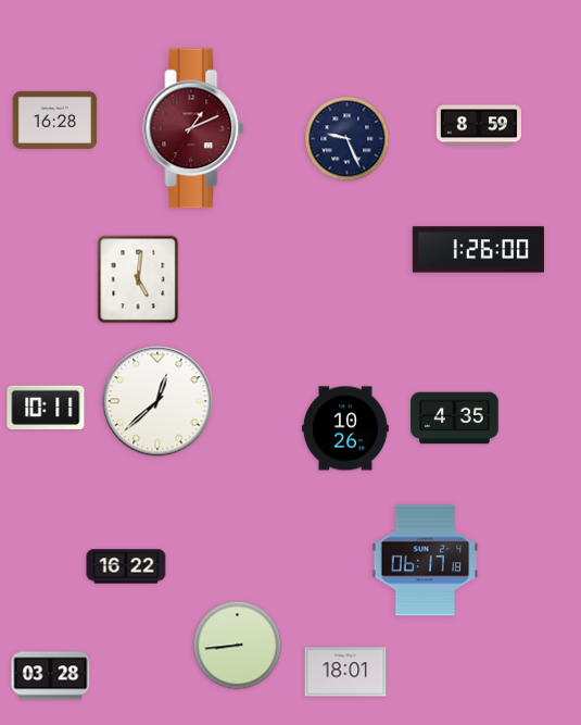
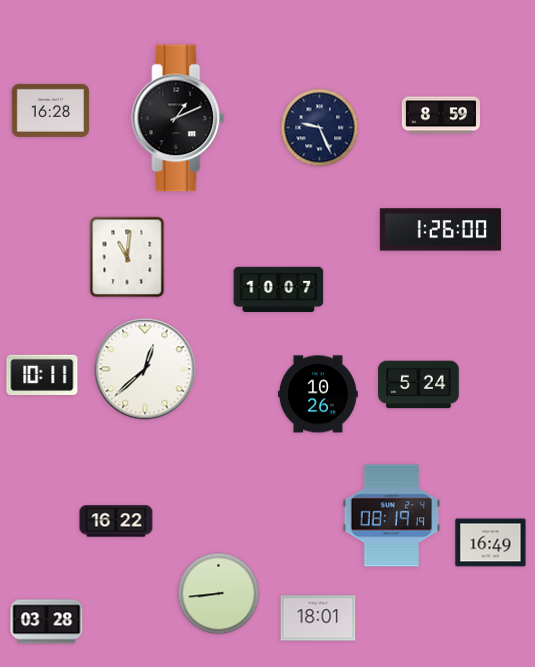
clock at (193, 128) dial: burgundy -> black
clock at (138, 279): 5:01 -> 11:01
clock at (279, 289): none -> 10:07
clock at (455, 418): 4:35 -> 5:24
clock at (426, 561): 06:17 -> 08:19
clock at (491, 543): none -> 16:49
